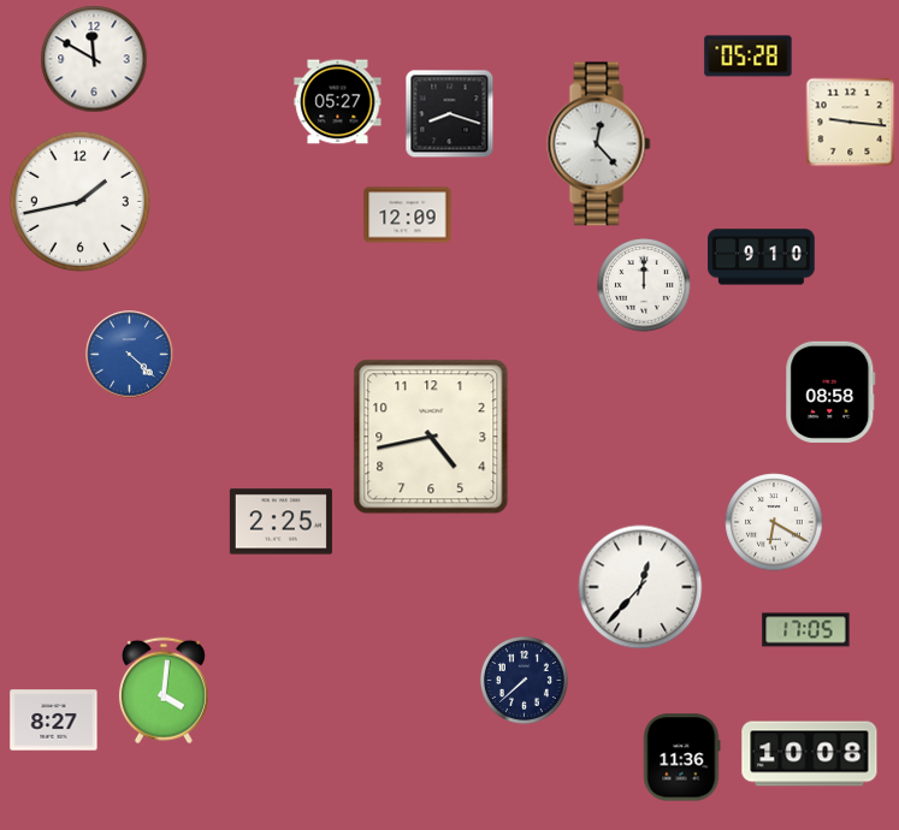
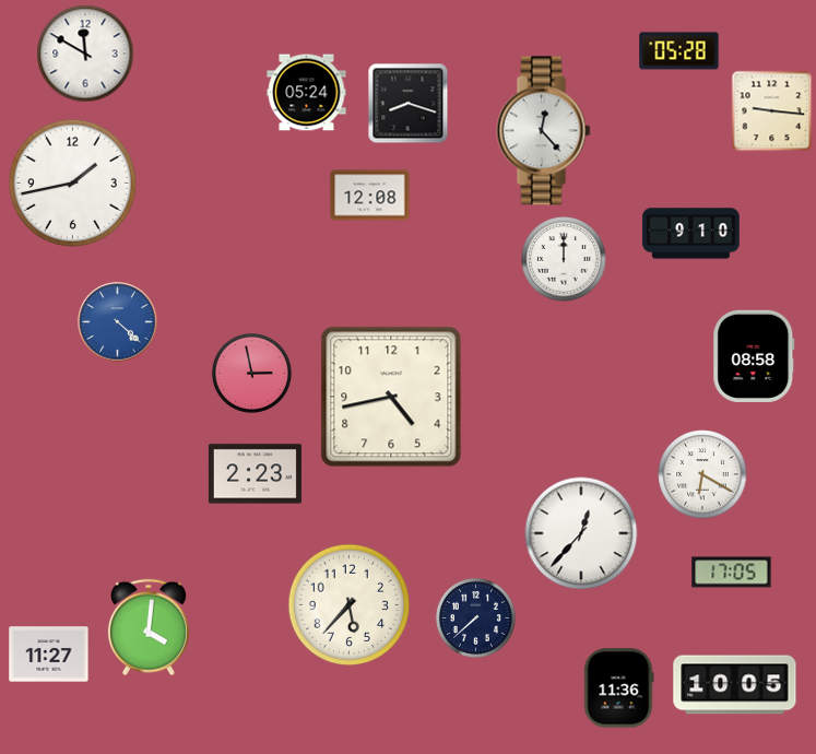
clock at (338, 102): 05:27 -> 05:24
clock at (408, 215): 12:09 -> 12:08
clock at (644, 285) position: (644, 285) -> (564, 259)
clock at (251, 373): none -> 2:58
clock at (280, 522): 2:25 -> 2:23
clock at (350, 605): none -> 5:37
clock at (54, 721): 8:27 -> 11:27
clock at (810, 754): 10:08 -> 10:05
